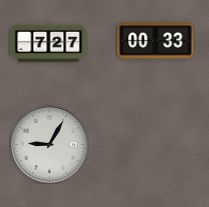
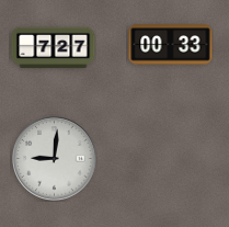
clock at (50, 145): 9:05 -> 9:01
